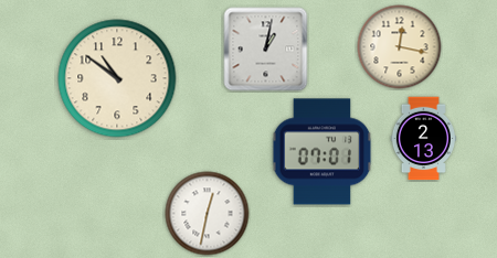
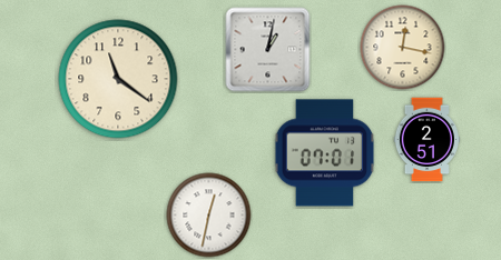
clock at (117, 78): 10:51 -> 11:21
clock at (423, 139): 2:13 -> 2:51
